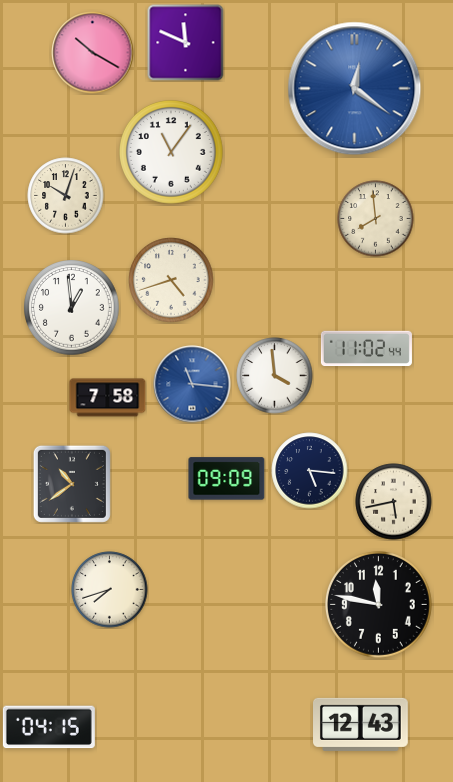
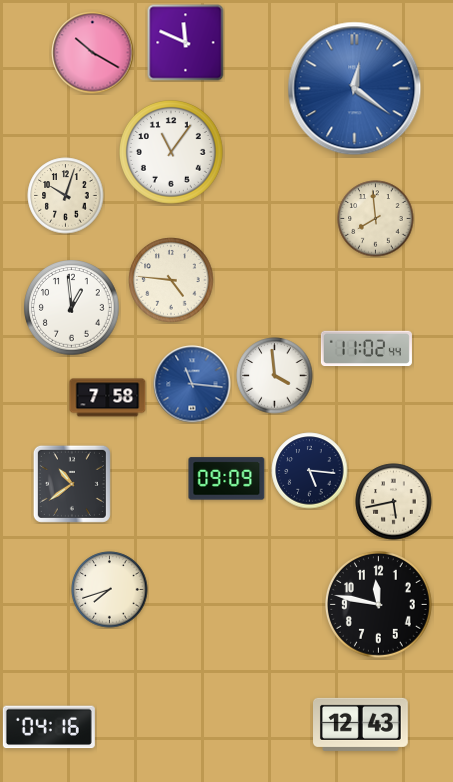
clock at (171, 280): 4:42 -> 4:46
clock at (49, 727): 04:15 -> 04:16
